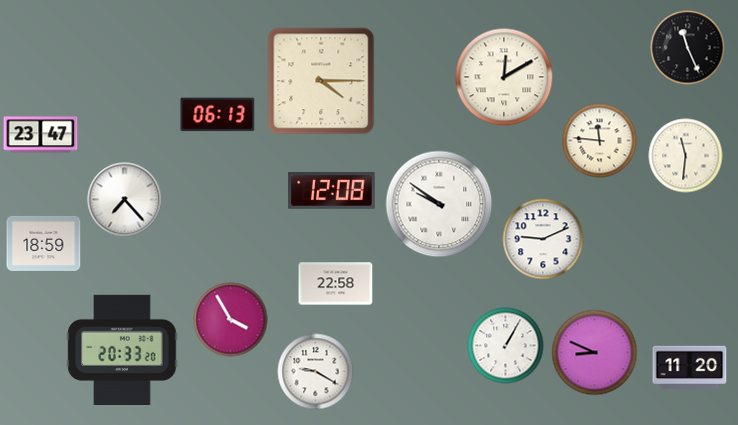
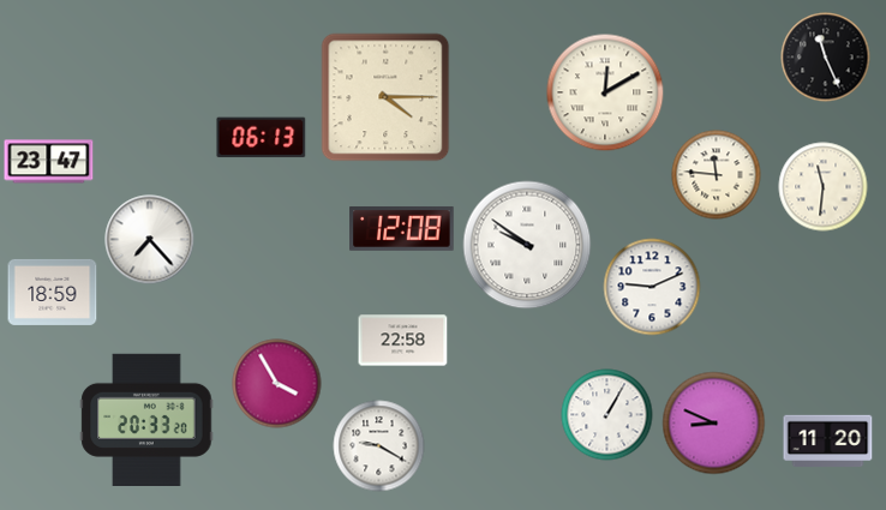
clock at (600, 141) position: (600, 141) -> (717, 175)
clock at (332, 191) position: (332, 191) -> (402, 229)
